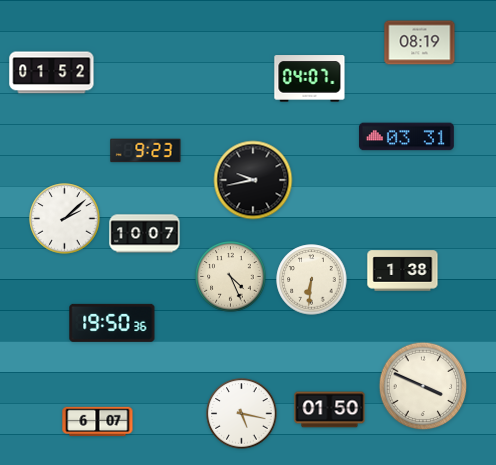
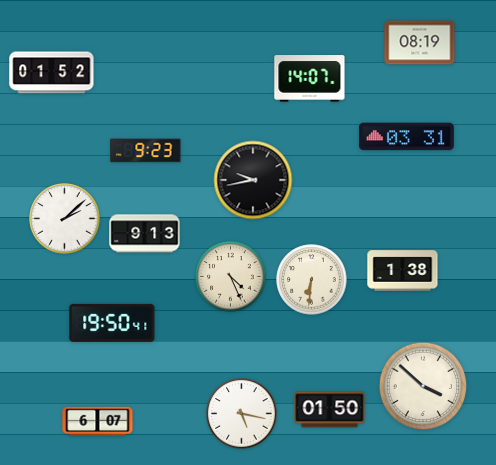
clock at (310, 79): 04:07 -> 14:07
clock at (145, 234): 10:07 -> 9:13
clock at (112, 323): 19:50:36 -> 19:50:41
clock at (423, 386): 3:49 -> 3:52
